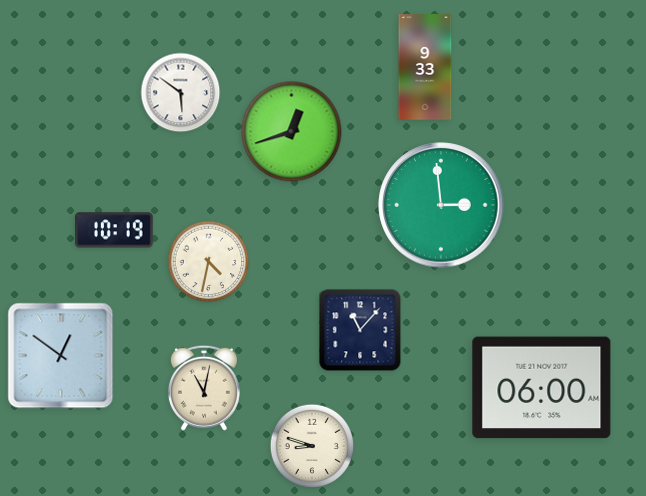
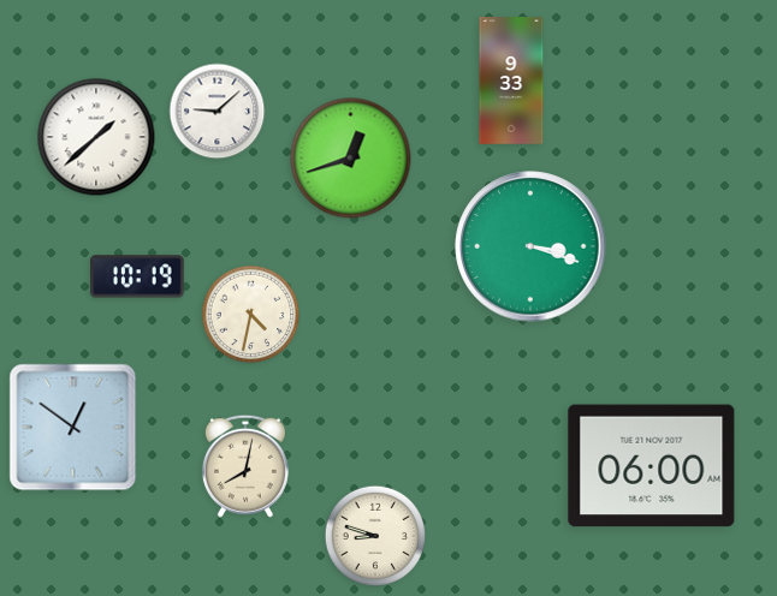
clock at (181, 93): 5:51 -> 9:08
clock at (96, 137): none -> 1:38
clock at (441, 205): 2:59 -> 3:18
clock at (360, 330): 11:07 -> none
clock at (204, 388): 11:02 -> 8:02
